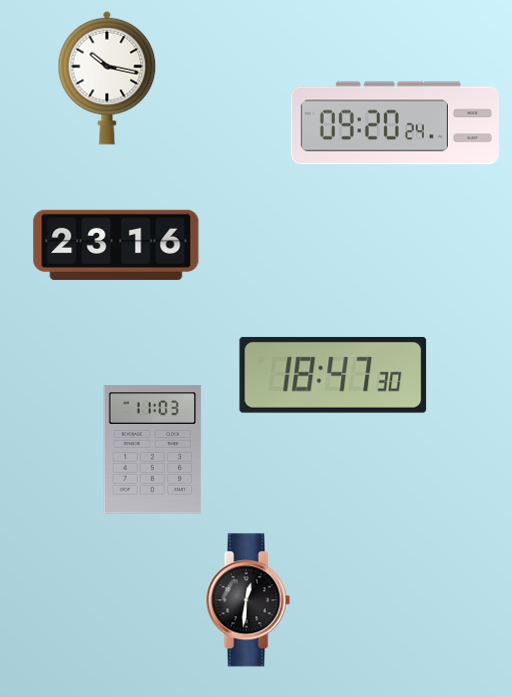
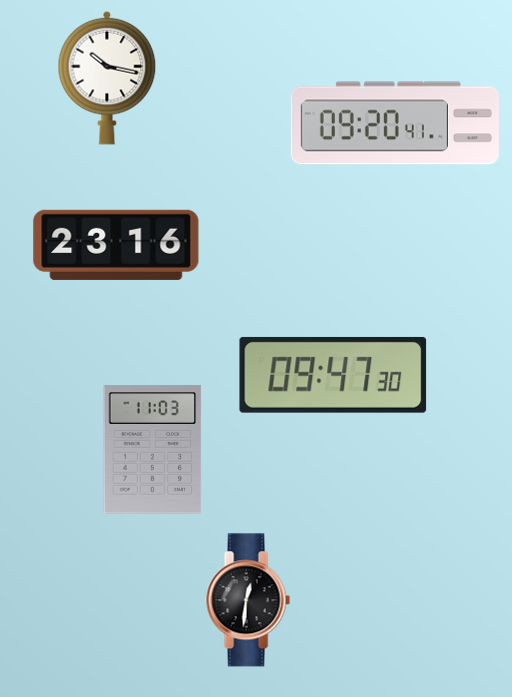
clock at (395, 123): 09:20:24 -> 09:20:41
clock at (333, 375): 18:47 -> 09:47
